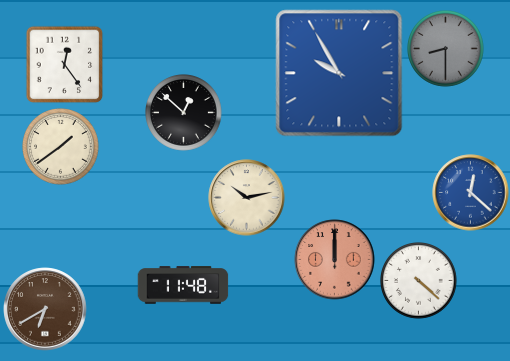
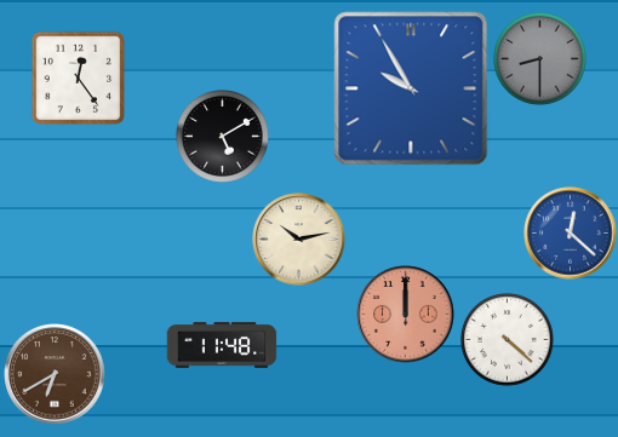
clock at (184, 113): 12:52 -> 5:10
clock at (61, 147): 1:39 -> none
